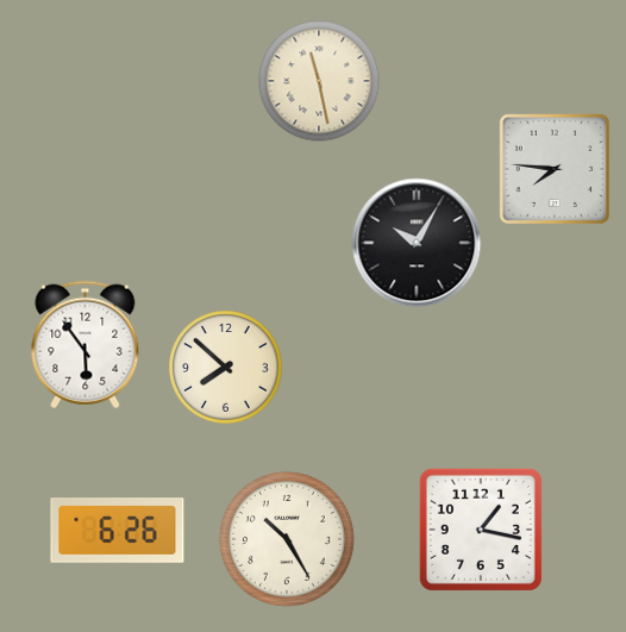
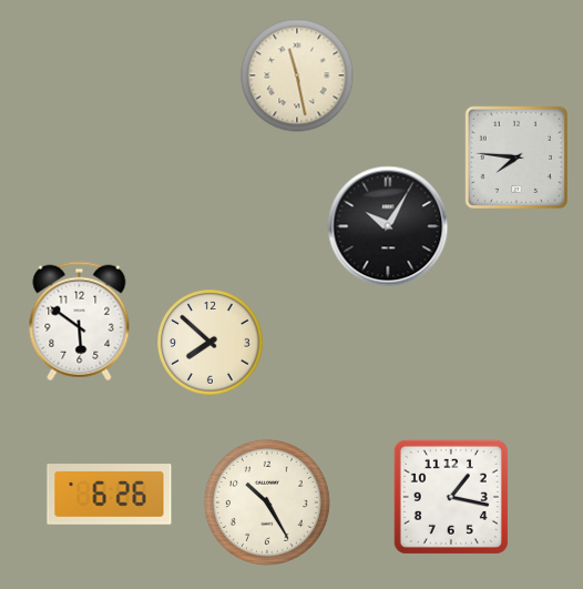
clock at (86, 345): 5:54 -> 5:51
clock at (481, 530) position: (481, 530) -> (451, 497)
